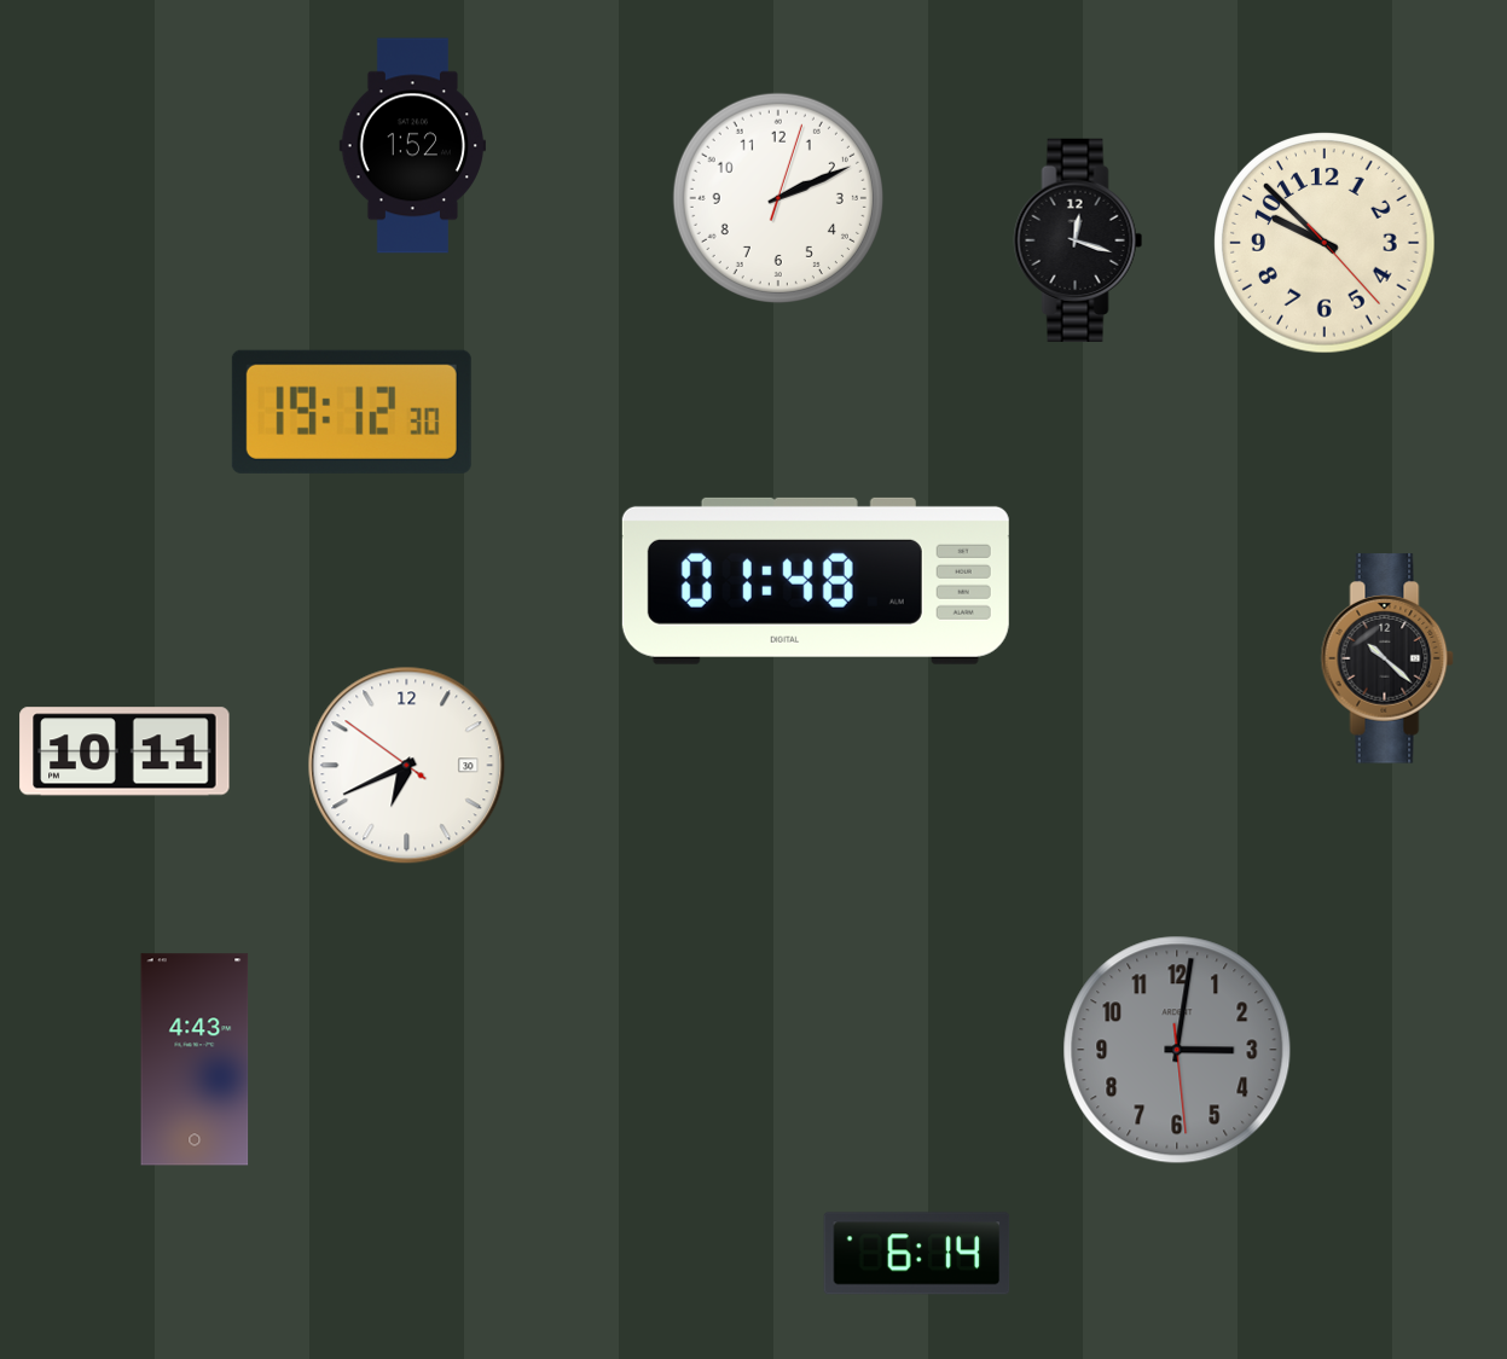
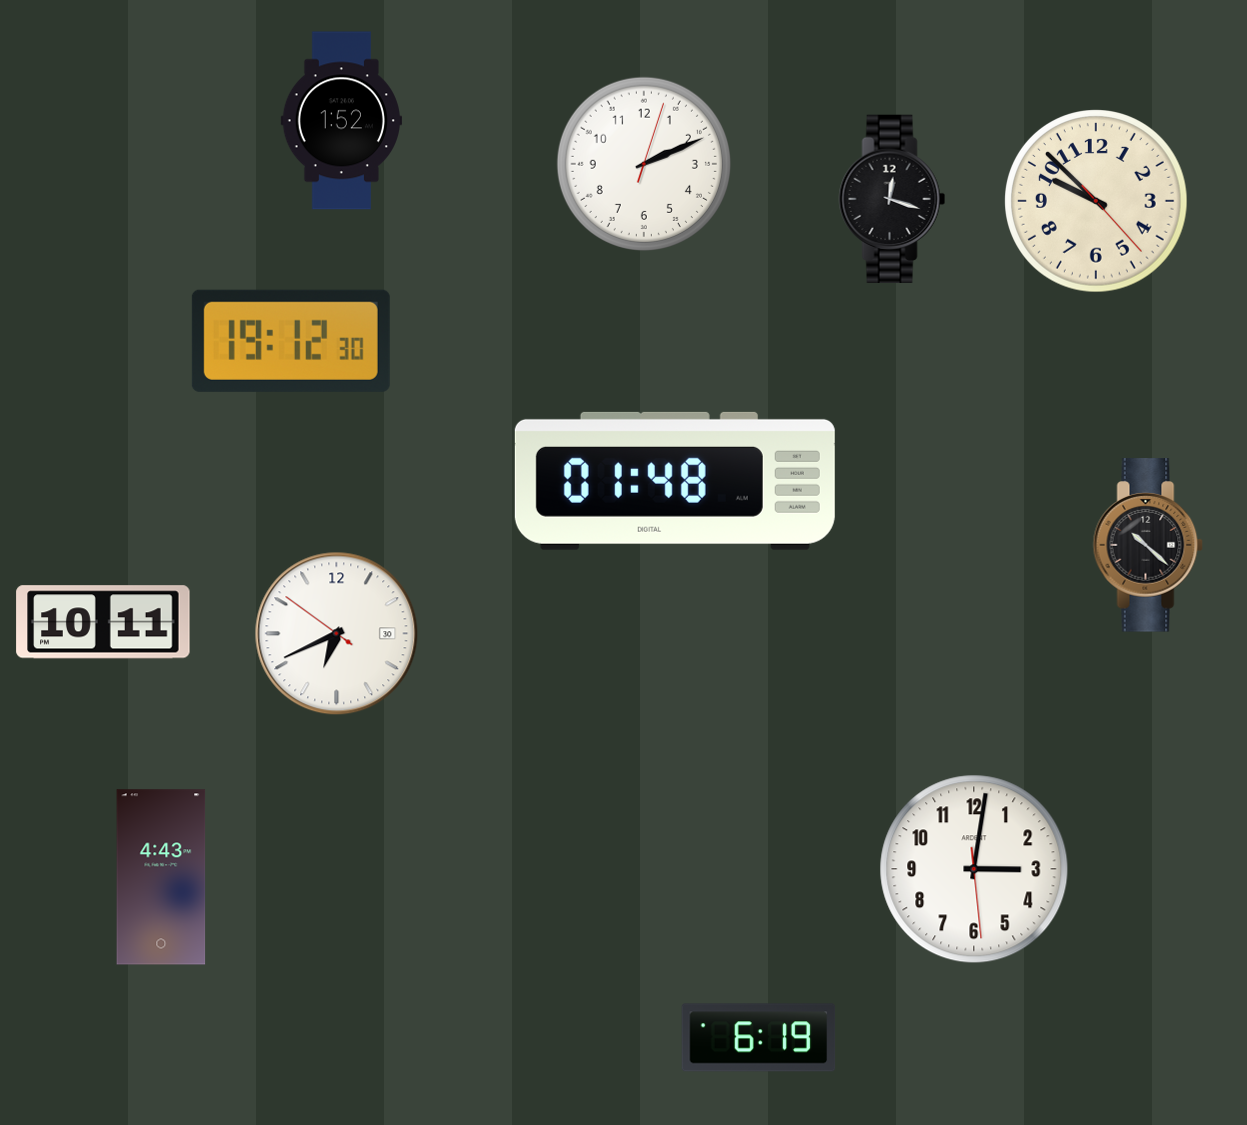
clock at (1177, 1050) dial: grey -> white
clock at (917, 1254): 6:14 -> 6:19
